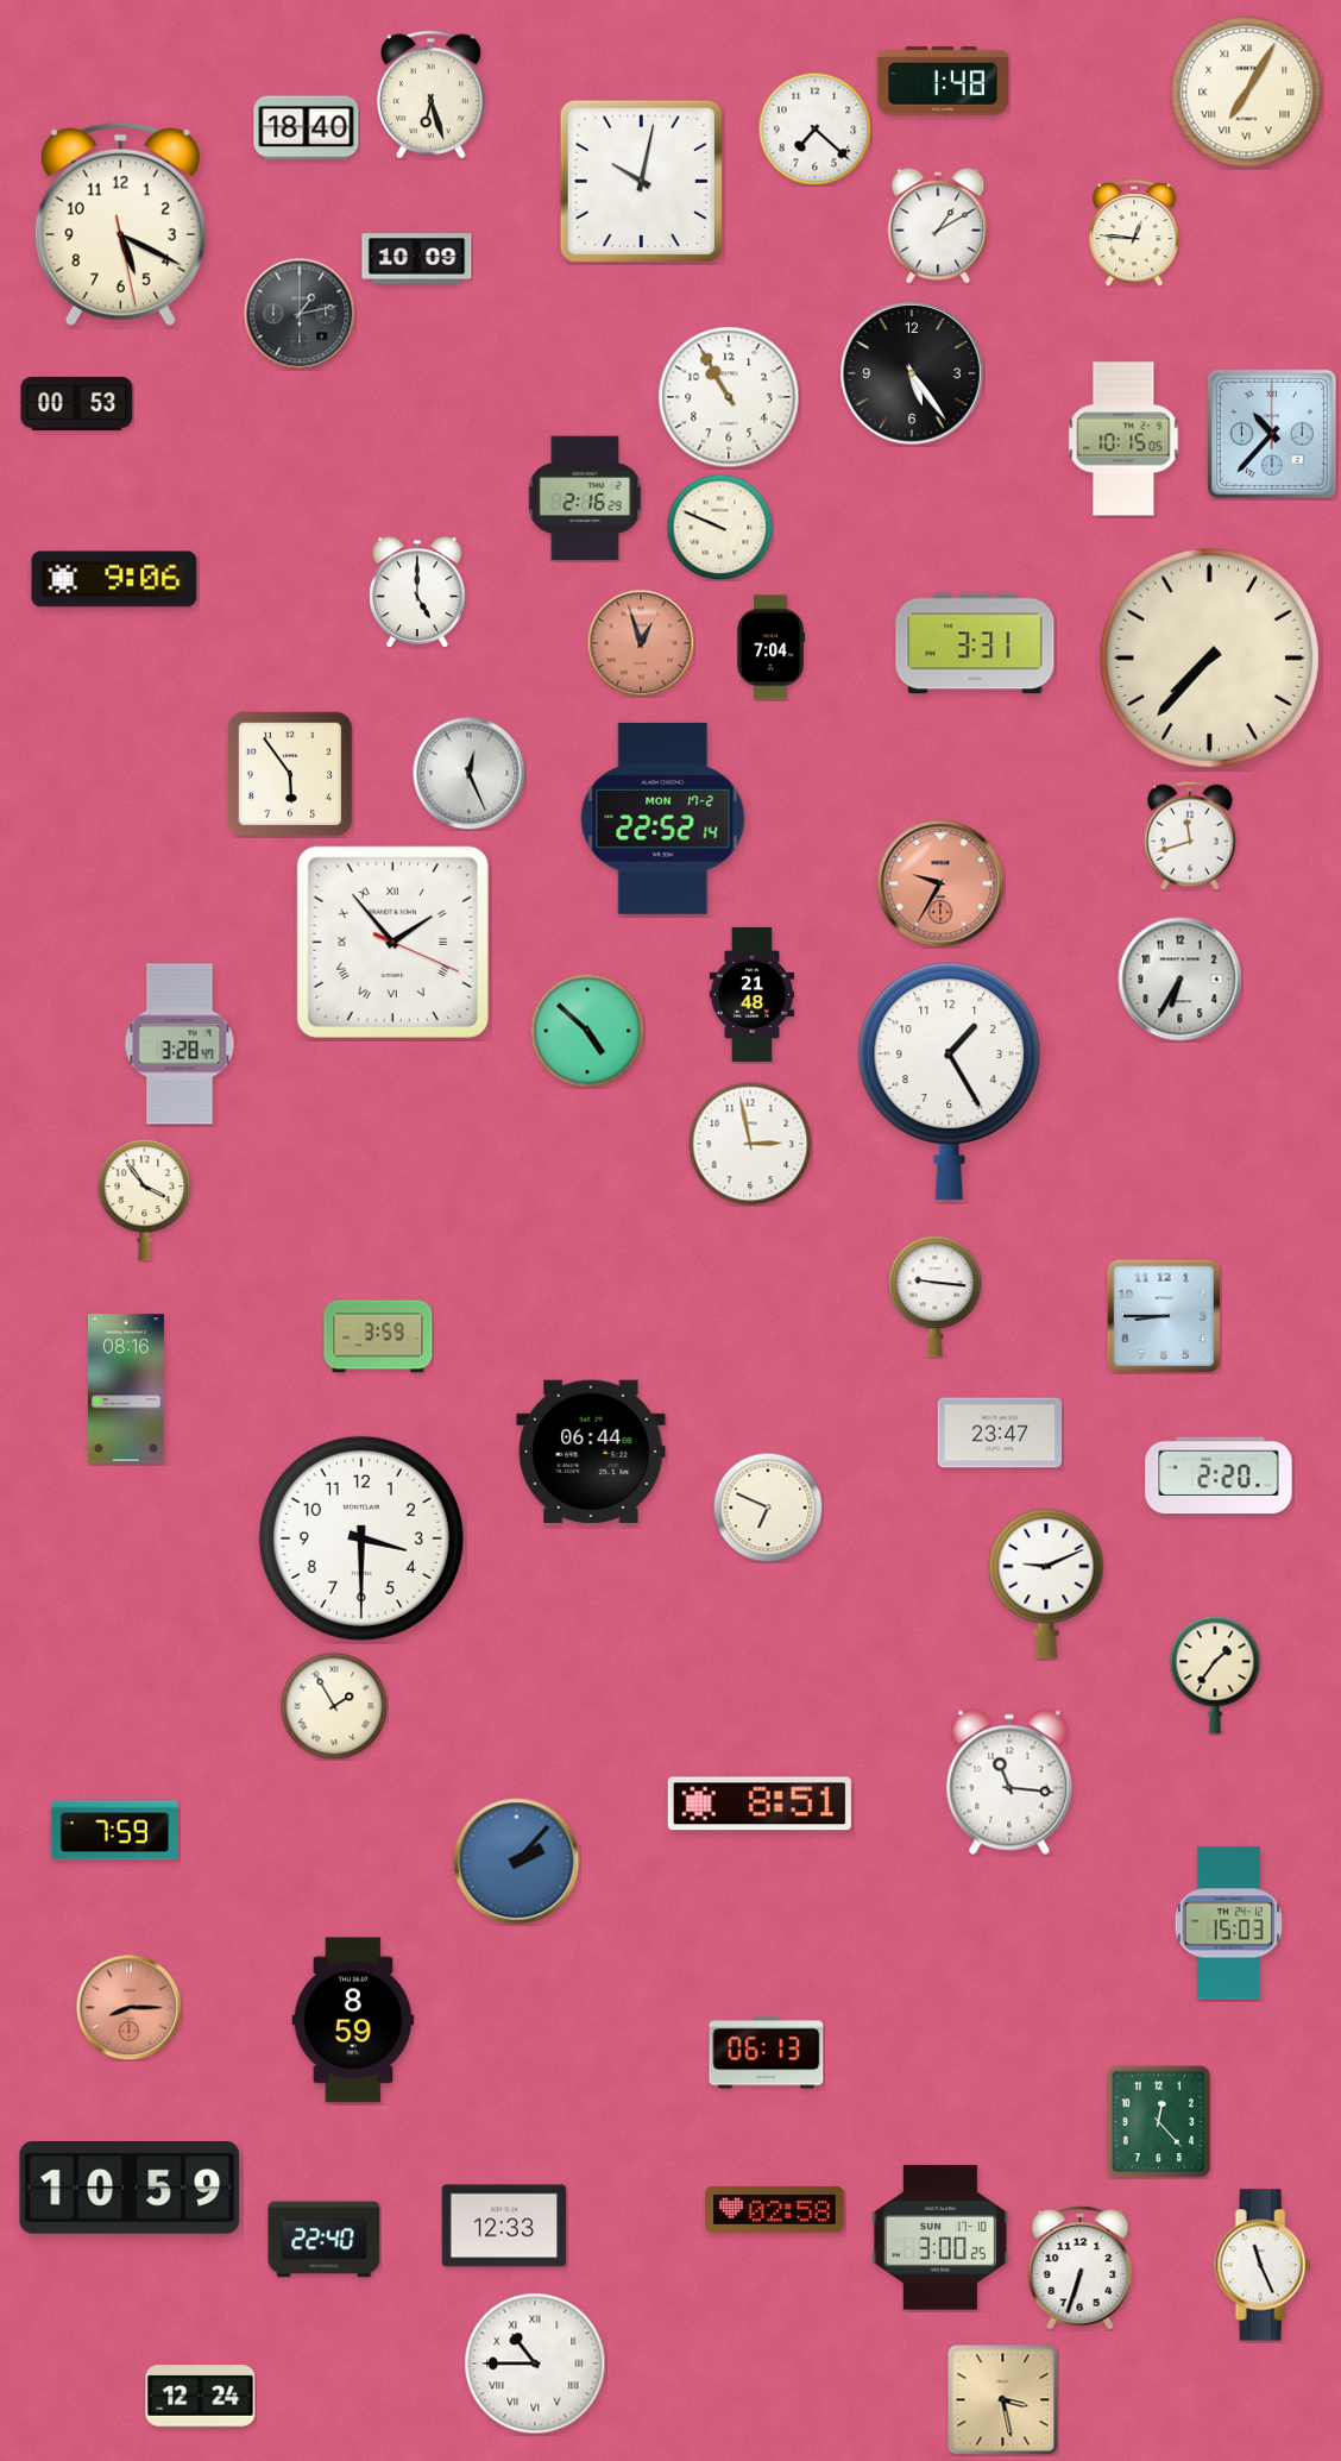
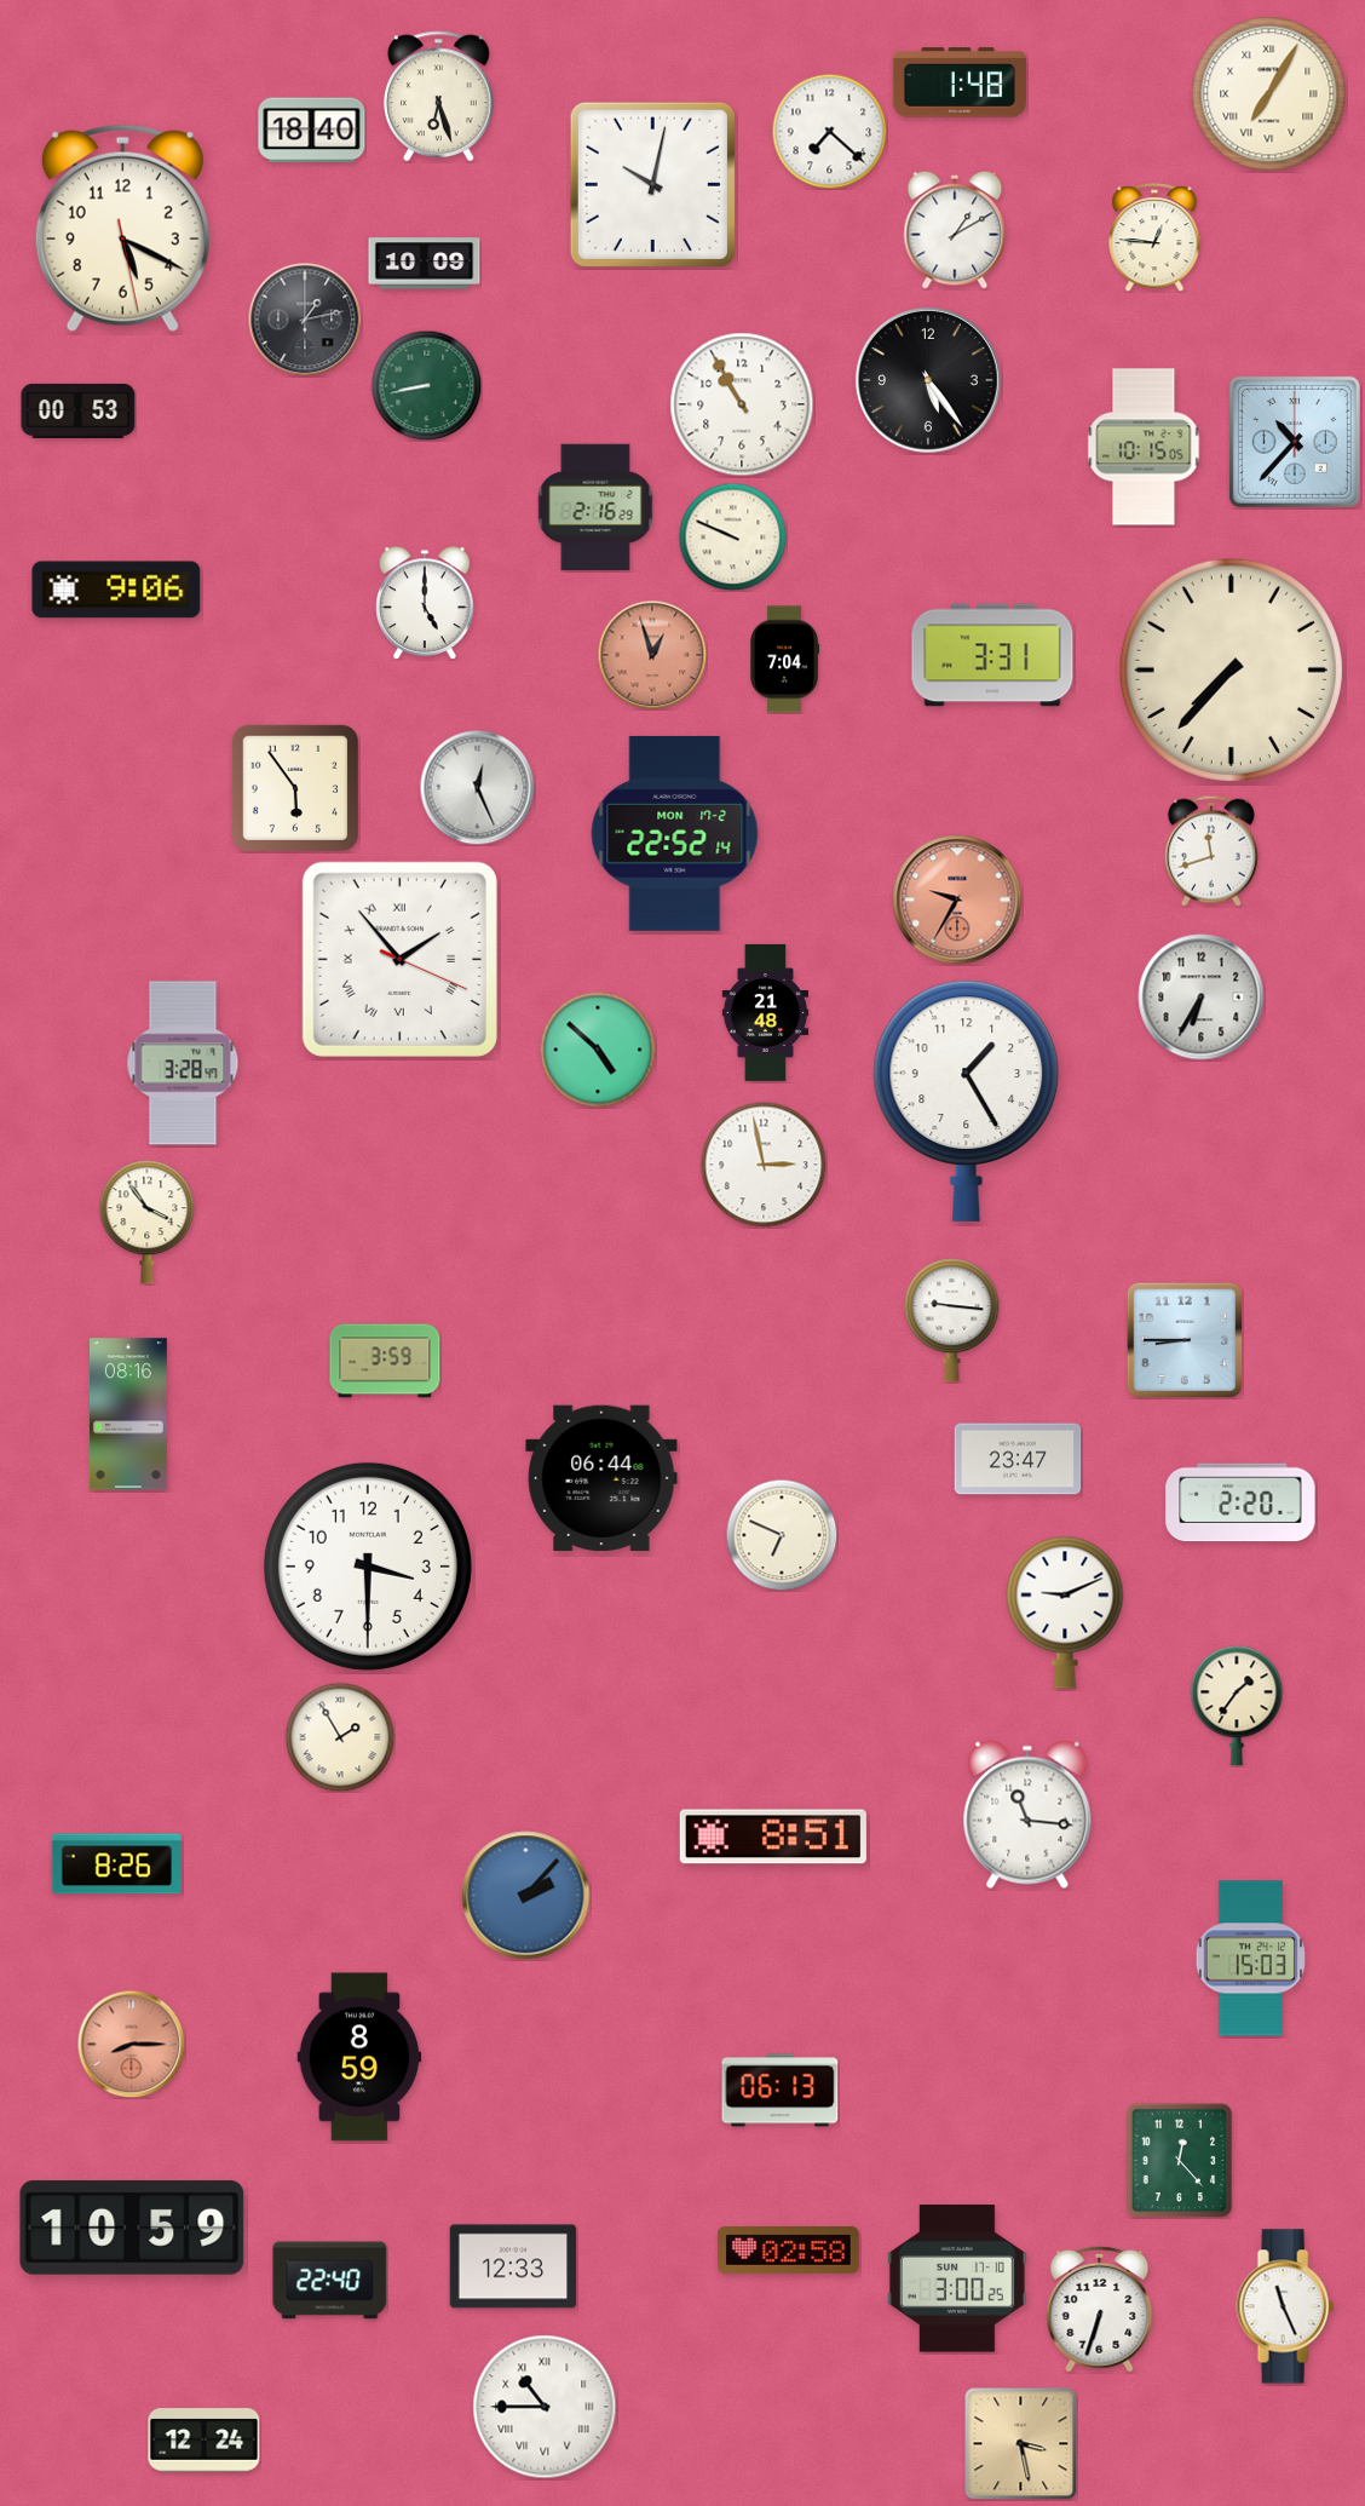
clock at (426, 385): none -> 8:43
clock at (114, 1831): 7:59 -> 8:26
